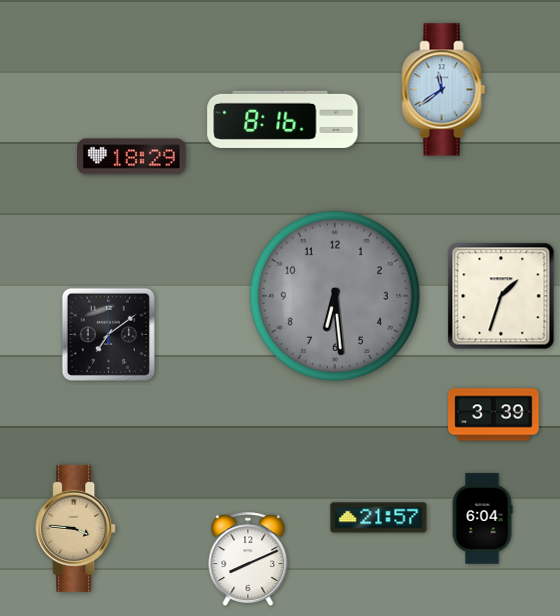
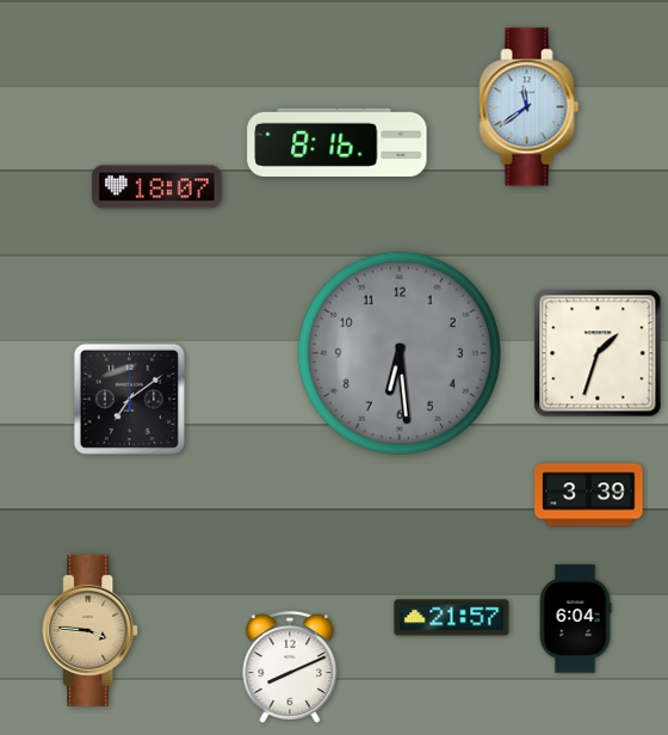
clock at (132, 157): 18:29 -> 18:07
clock at (248, 559) position: (248, 559) -> (290, 667)
